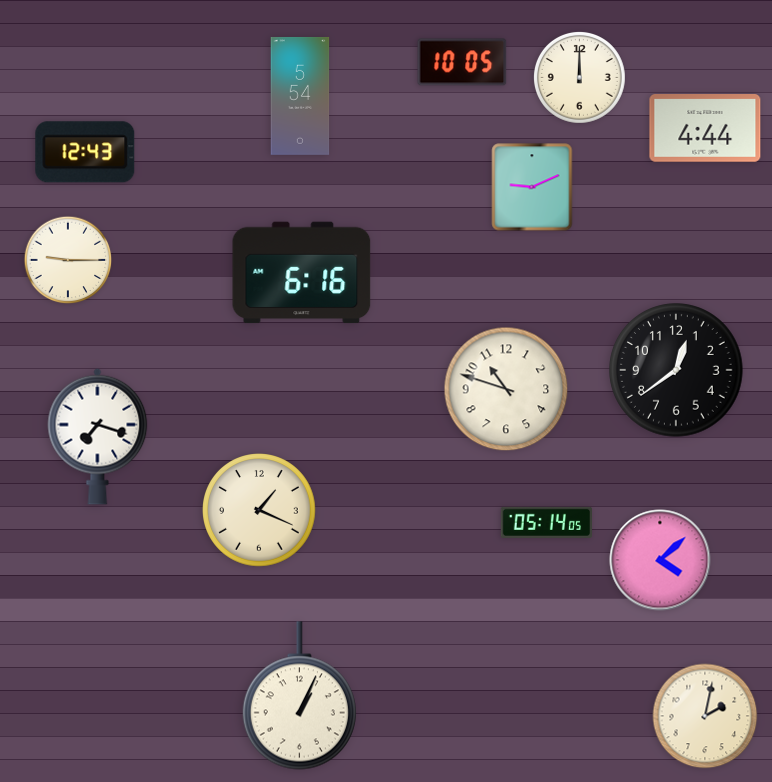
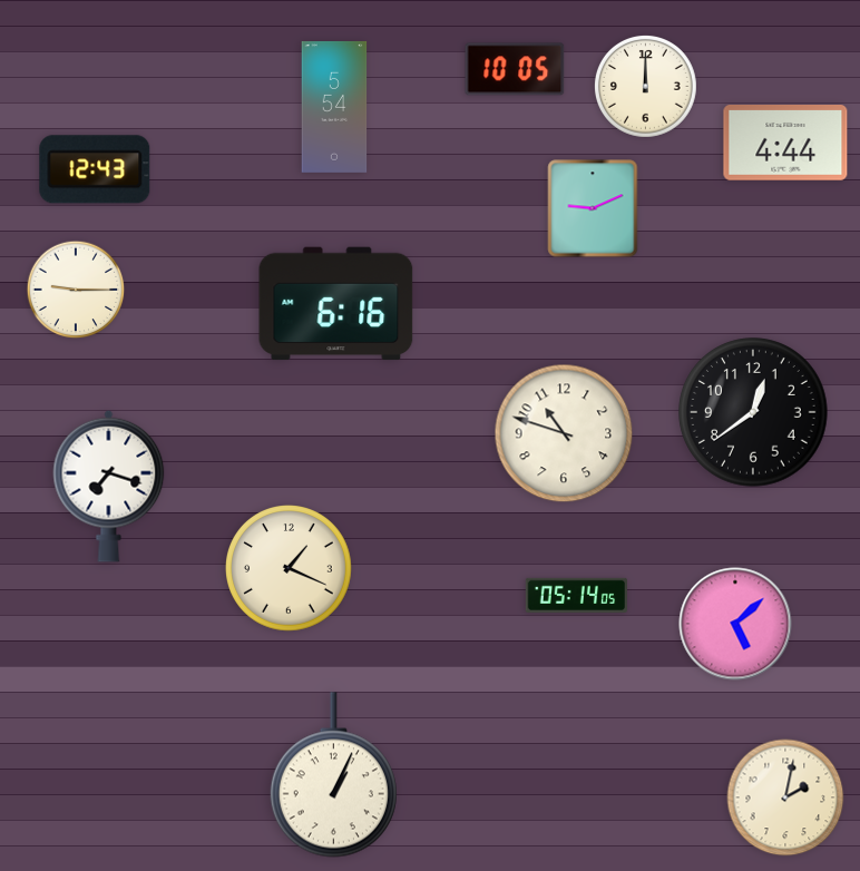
clock at (546, 522) position: (546, 522) -> (576, 595)
clock at (660, 560): 4:08 -> 5:08
